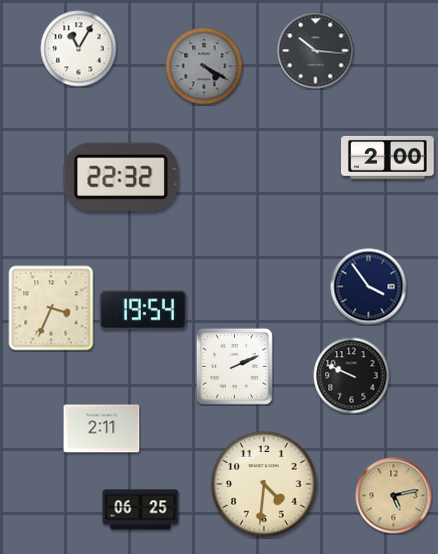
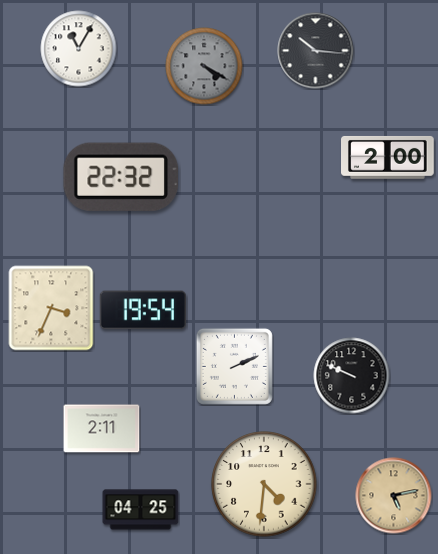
clock at (369, 287): 3:54 -> none
clock at (141, 510): 06:25 -> 04:25
